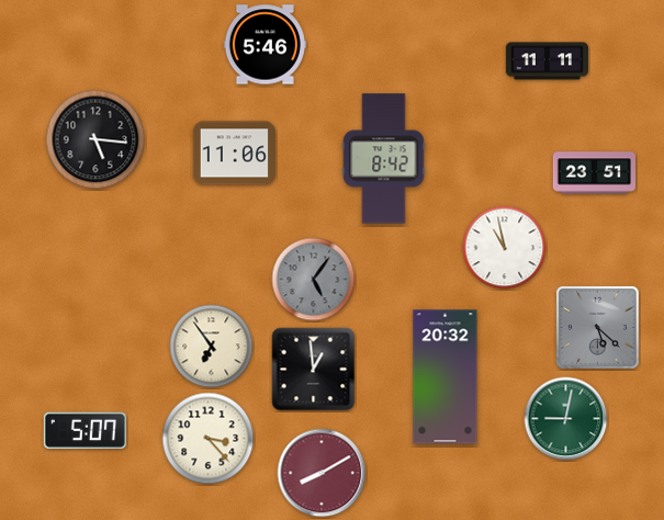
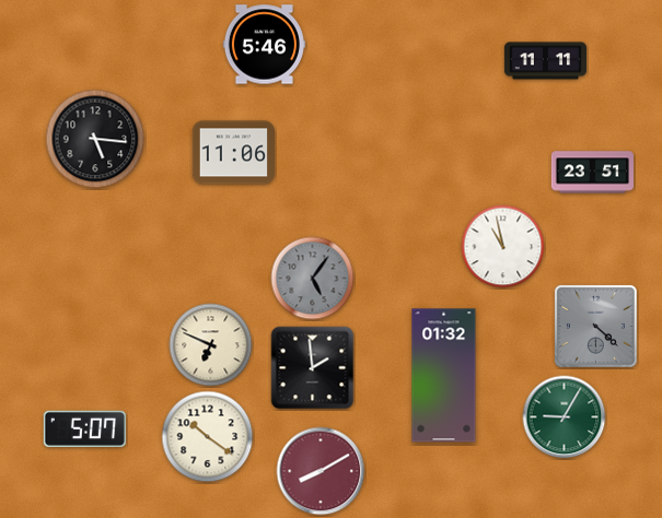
clock at (384, 159): 8:42 -> none
clock at (597, 327): 5:22 -> 4:22
clock at (212, 347): 6:54 -> 6:49
clock at (314, 370): 12:59 -> 1:59
clock at (446, 377): 20:32 -> 01:32
clock at (566, 419): 9:02 -> 9:05
clock at (209, 439): 3:23 -> 10:21
